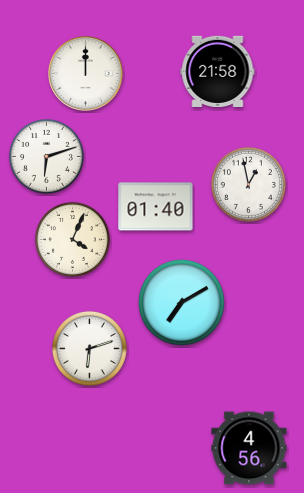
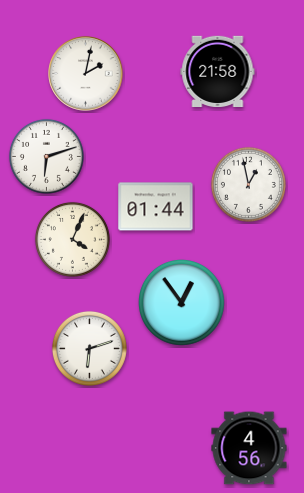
clock at (86, 74): 12:00 -> 2:02
clock at (156, 207): 01:40 -> 01:44
clock at (182, 303): 7:10 -> 12:54
